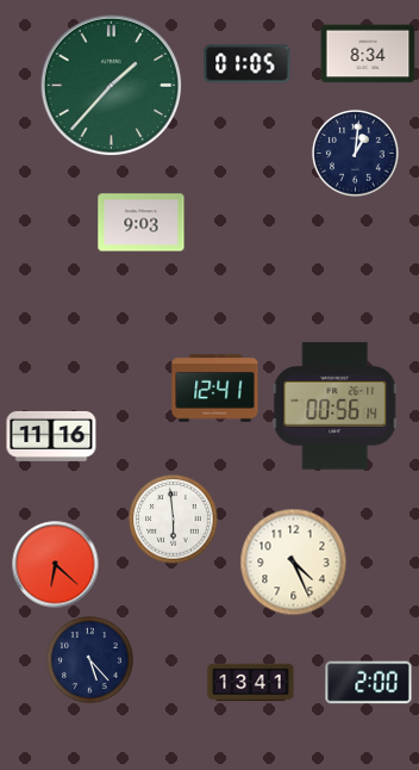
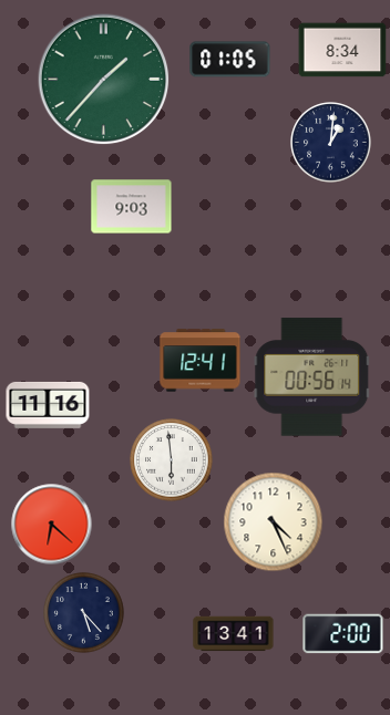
clock at (174, 520) position: (174, 520) -> (172, 460)
